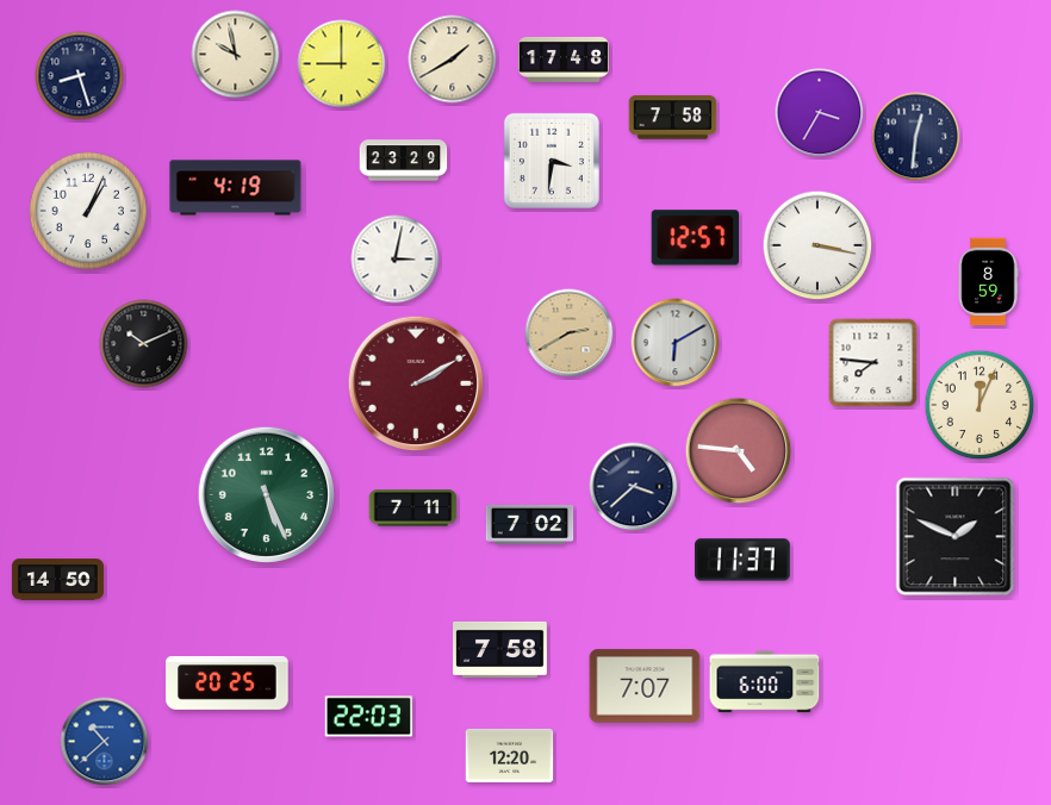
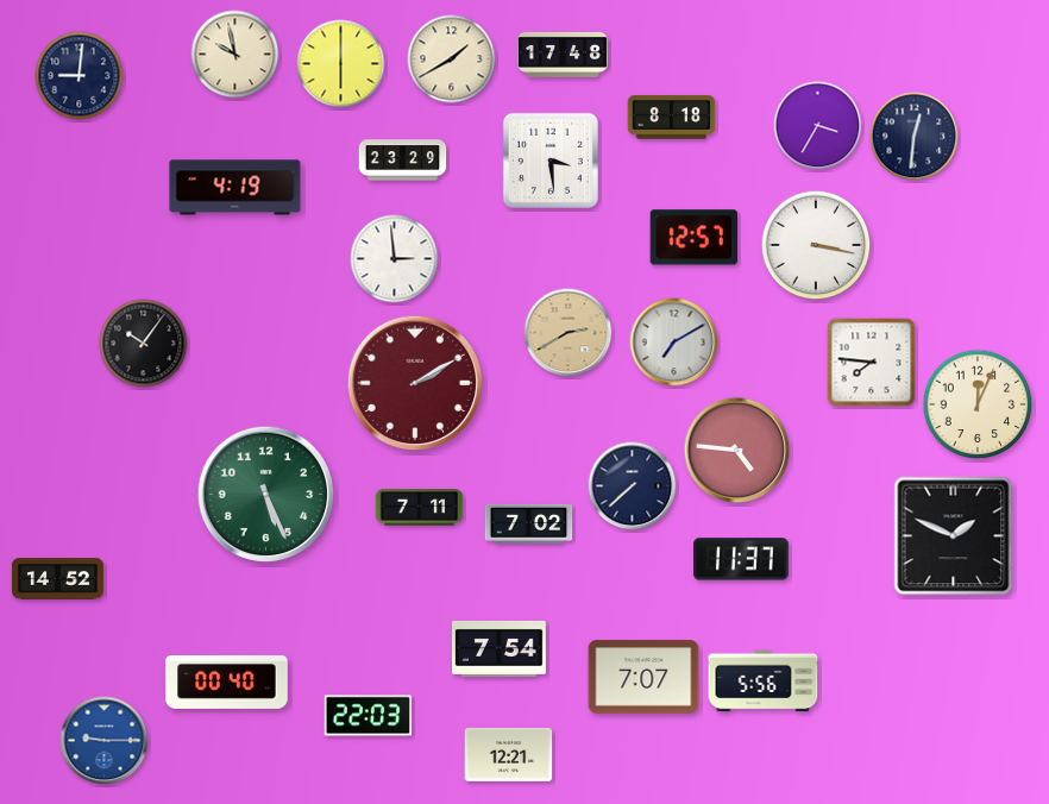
clock at (564, 60) position: (564, 60) -> (563, 55)
clock at (342, 64): 9:00 -> 6:00
clock at (80, 76): 8:27 -> 9:01
clock at (820, 113) position: (820, 113) -> (818, 126)
clock at (673, 118): 7:58 -> 8:18
clock at (552, 161): 3:31 -> 3:29
clock at (87, 210): 1:04 -> none
clock at (396, 260): 3:02 -> 2:59
clock at (988, 282): 8:59 -> none
clock at (676, 343): 6:10 -> 7:10
clock at (144, 344): 10:11 -> 10:06
clock at (634, 487): 3:38 -> 7:38
clock at (413, 508) position: (413, 508) -> (420, 508)
clock at (57, 580): 14:50 -> 14:52
clock at (500, 649): 7:58 -> 7:54
clock at (228, 682): 20:25 -> 00:40
clock at (765, 682): 6:00 -> 5:56
clock at (645, 686) position: (645, 686) -> (643, 677)
clock at (105, 742): 10:38 -> 9:15
clock at (510, 755): 12:20 -> 12:21
